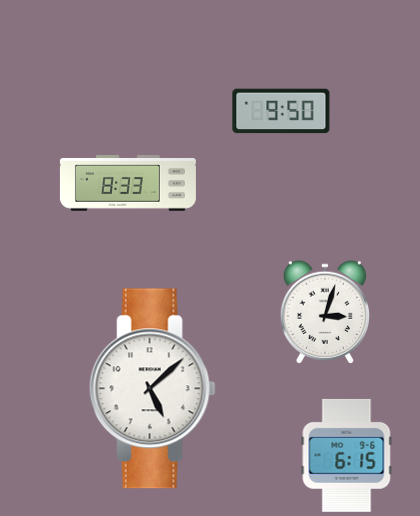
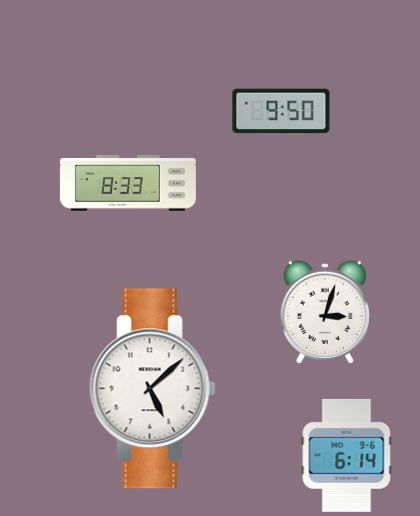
clock at (347, 455): 6:15 -> 6:14
